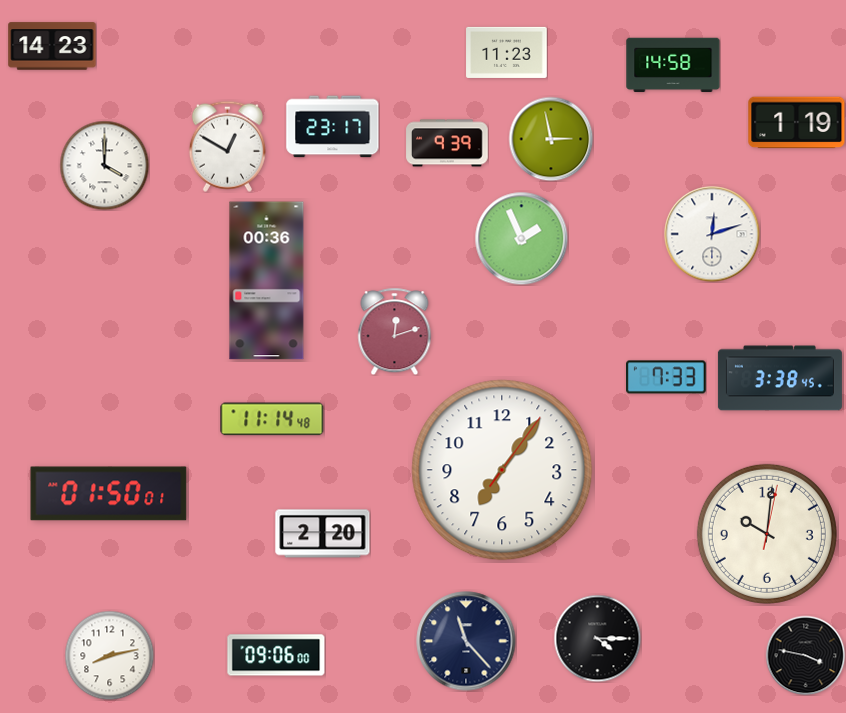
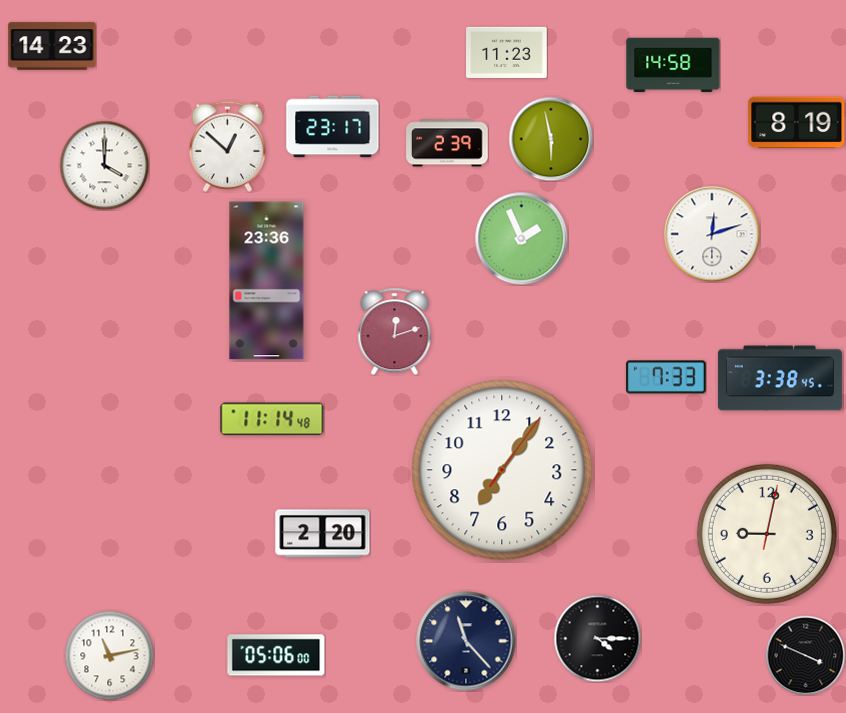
clock at (797, 123): 1:19 -> 8:19
clock at (551, 139): 2:58 -> 5:58
clock at (447, 143): 9:39 -> 2:39
clock at (227, 146): 12:50 -> 12:52
clock at (267, 281): 00:36 -> 23:36
clock at (109, 494): 01:50 -> none
clock at (767, 534): 10:01 -> 9:02
clock at (109, 655): 8:13 -> 11:13
clock at (276, 655): 09:06 -> 05:06
clock at (805, 655): 3:47 -> 3:49
